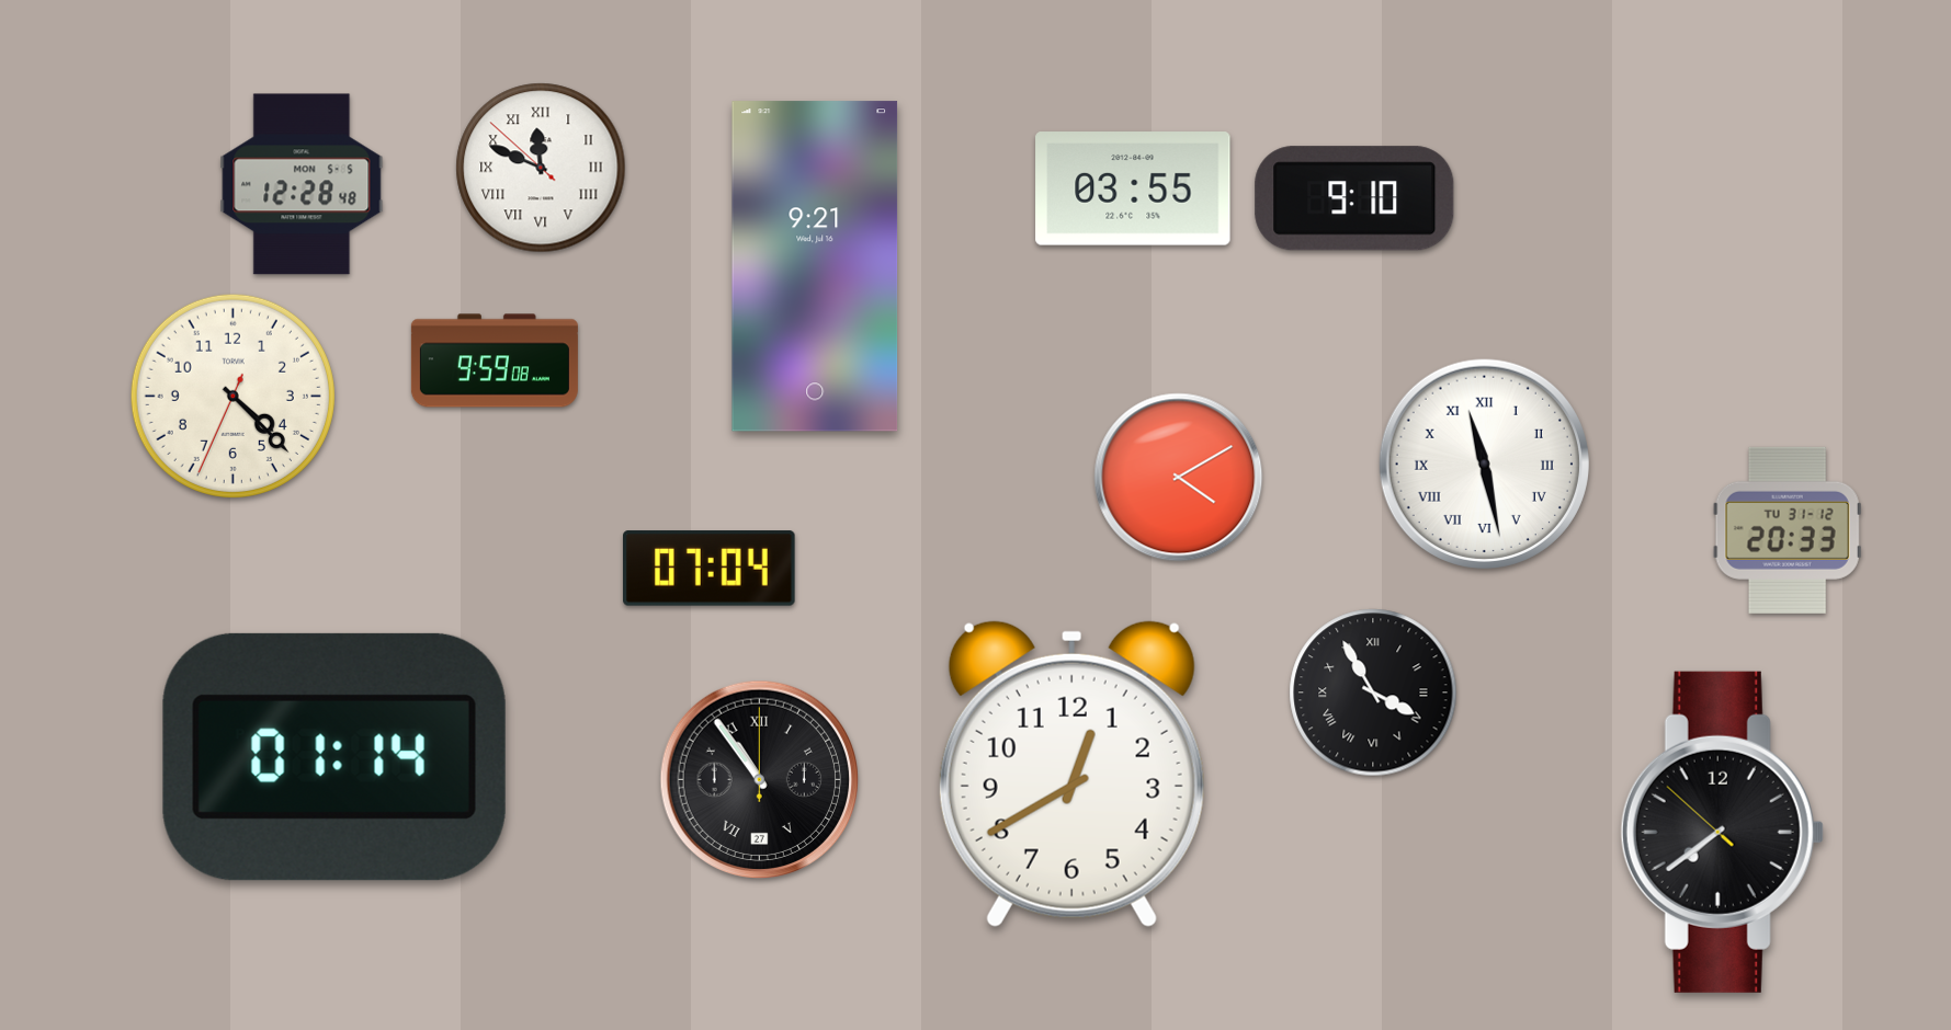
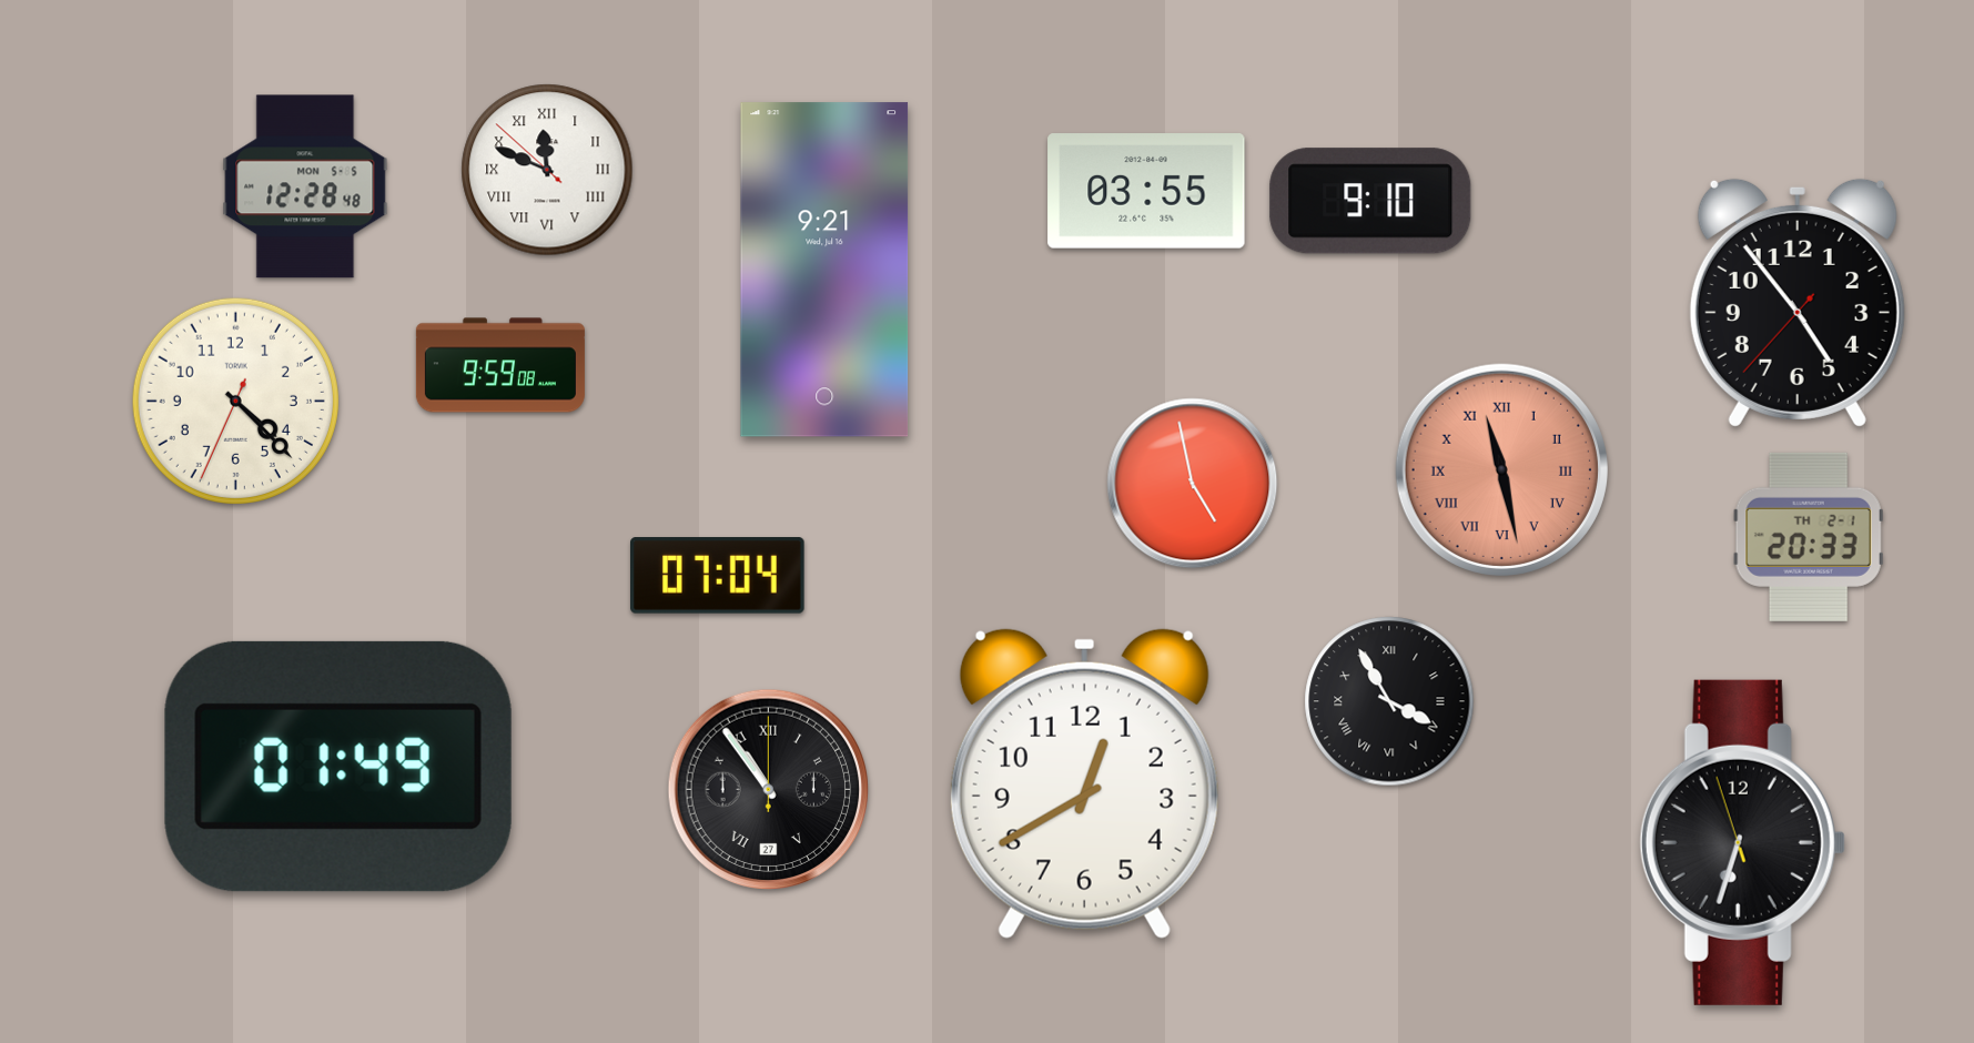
clock at (1798, 303): none -> 4:53
clock at (1484, 463) dial: white -> salmon
clock at (1179, 478): 4:10 -> 4:58
clock at (1788, 530) date: TU 31-12 -> TH 2-1
clock at (334, 757): 01:14 -> 01:49
clock at (1722, 832): 7:38 -> 6:32
